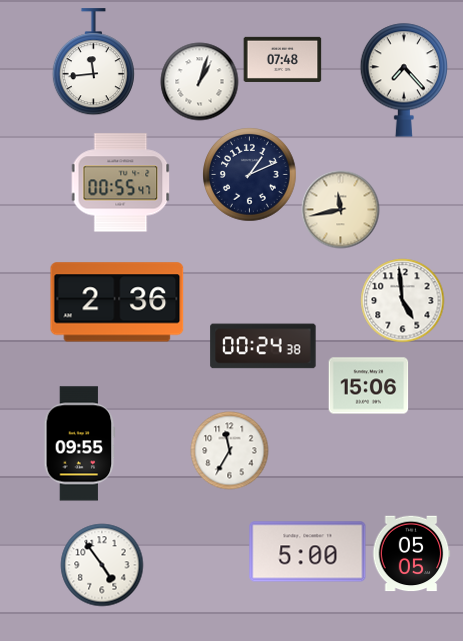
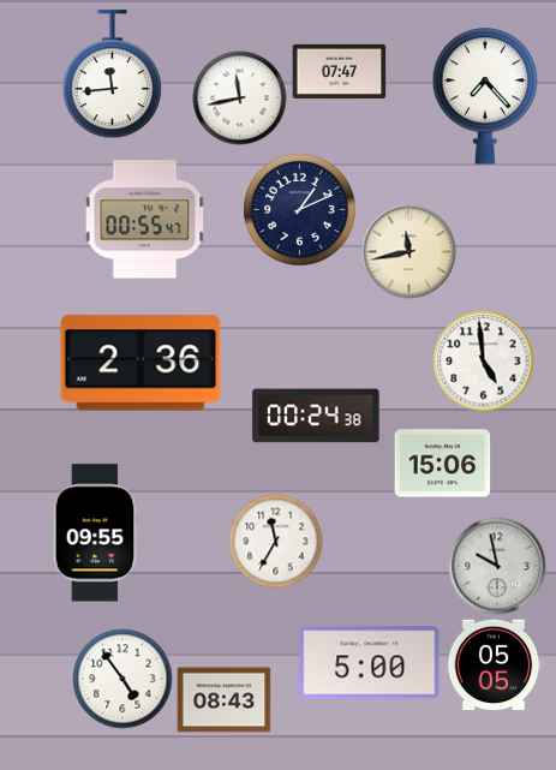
clock at (282, 59): 07:48 -> 07:47
clock at (199, 81): 1:03 -> 11:43
clock at (497, 566): none -> 9:58
clock at (223, 700): none -> 08:43
